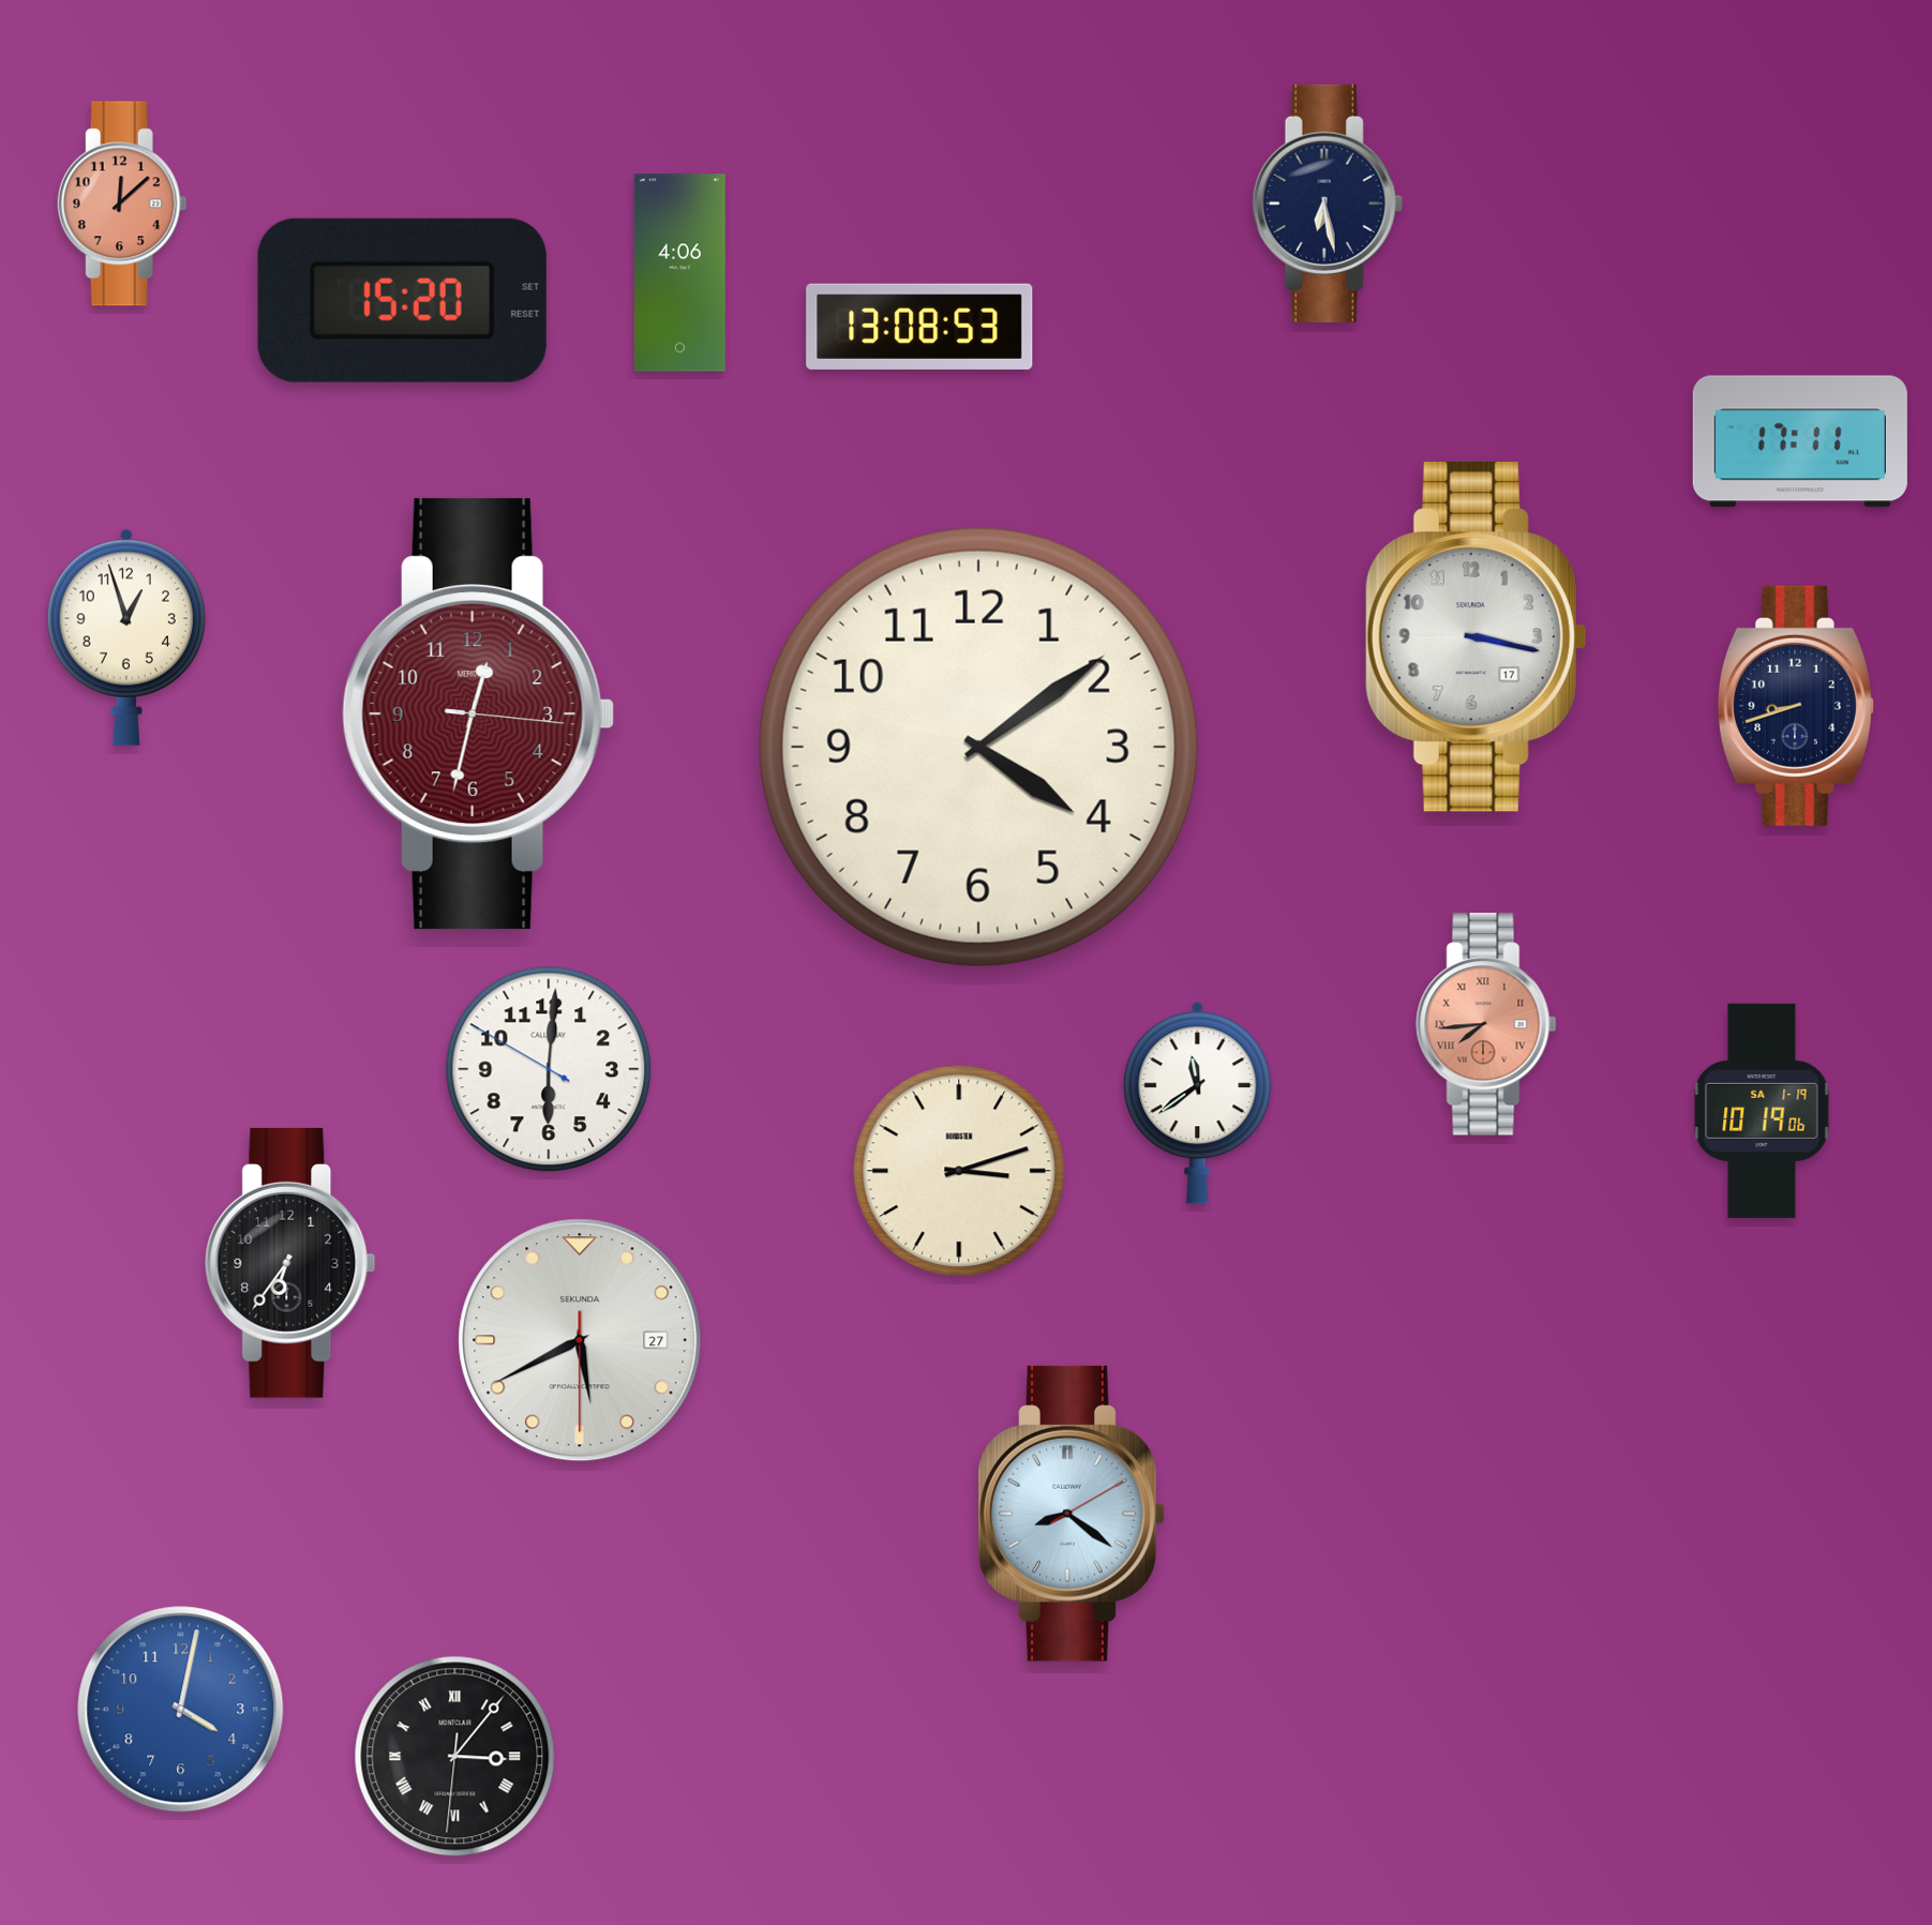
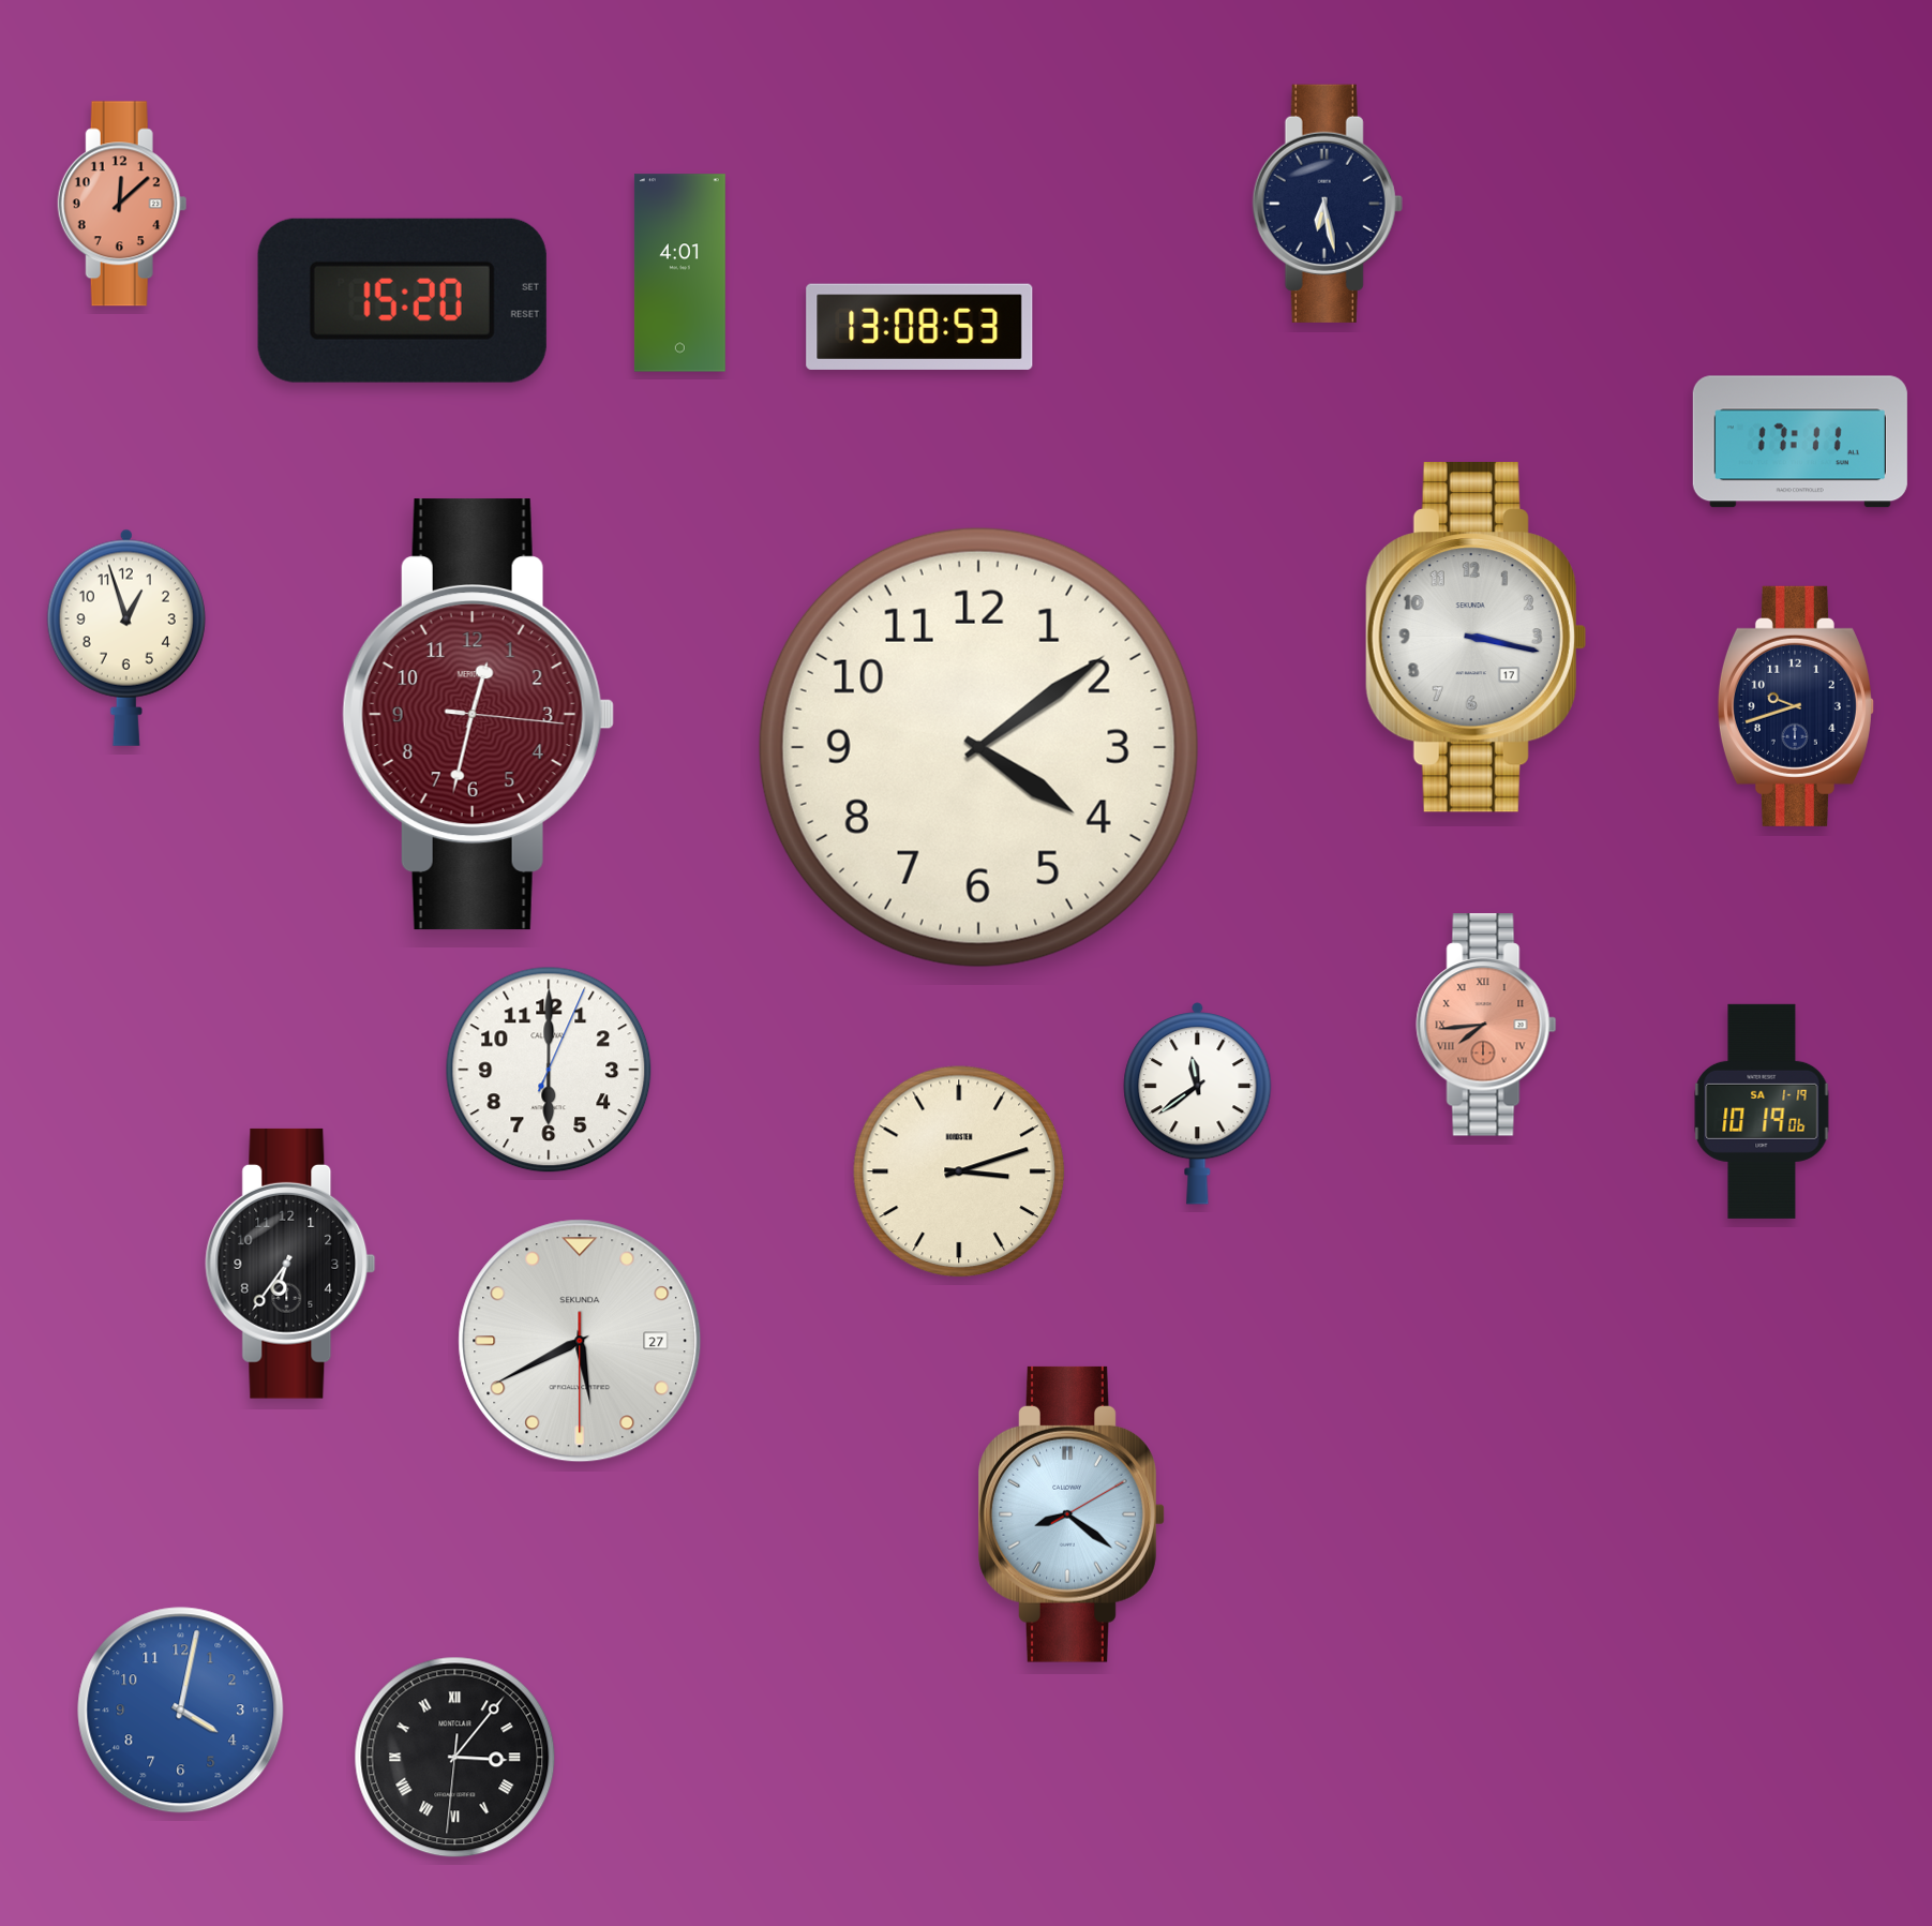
clock at (679, 273): 4:06 -> 4:01
clock at (1796, 706): 8:42 -> 9:42
clock at (549, 1069): 6:00:50 -> 6:00:04
